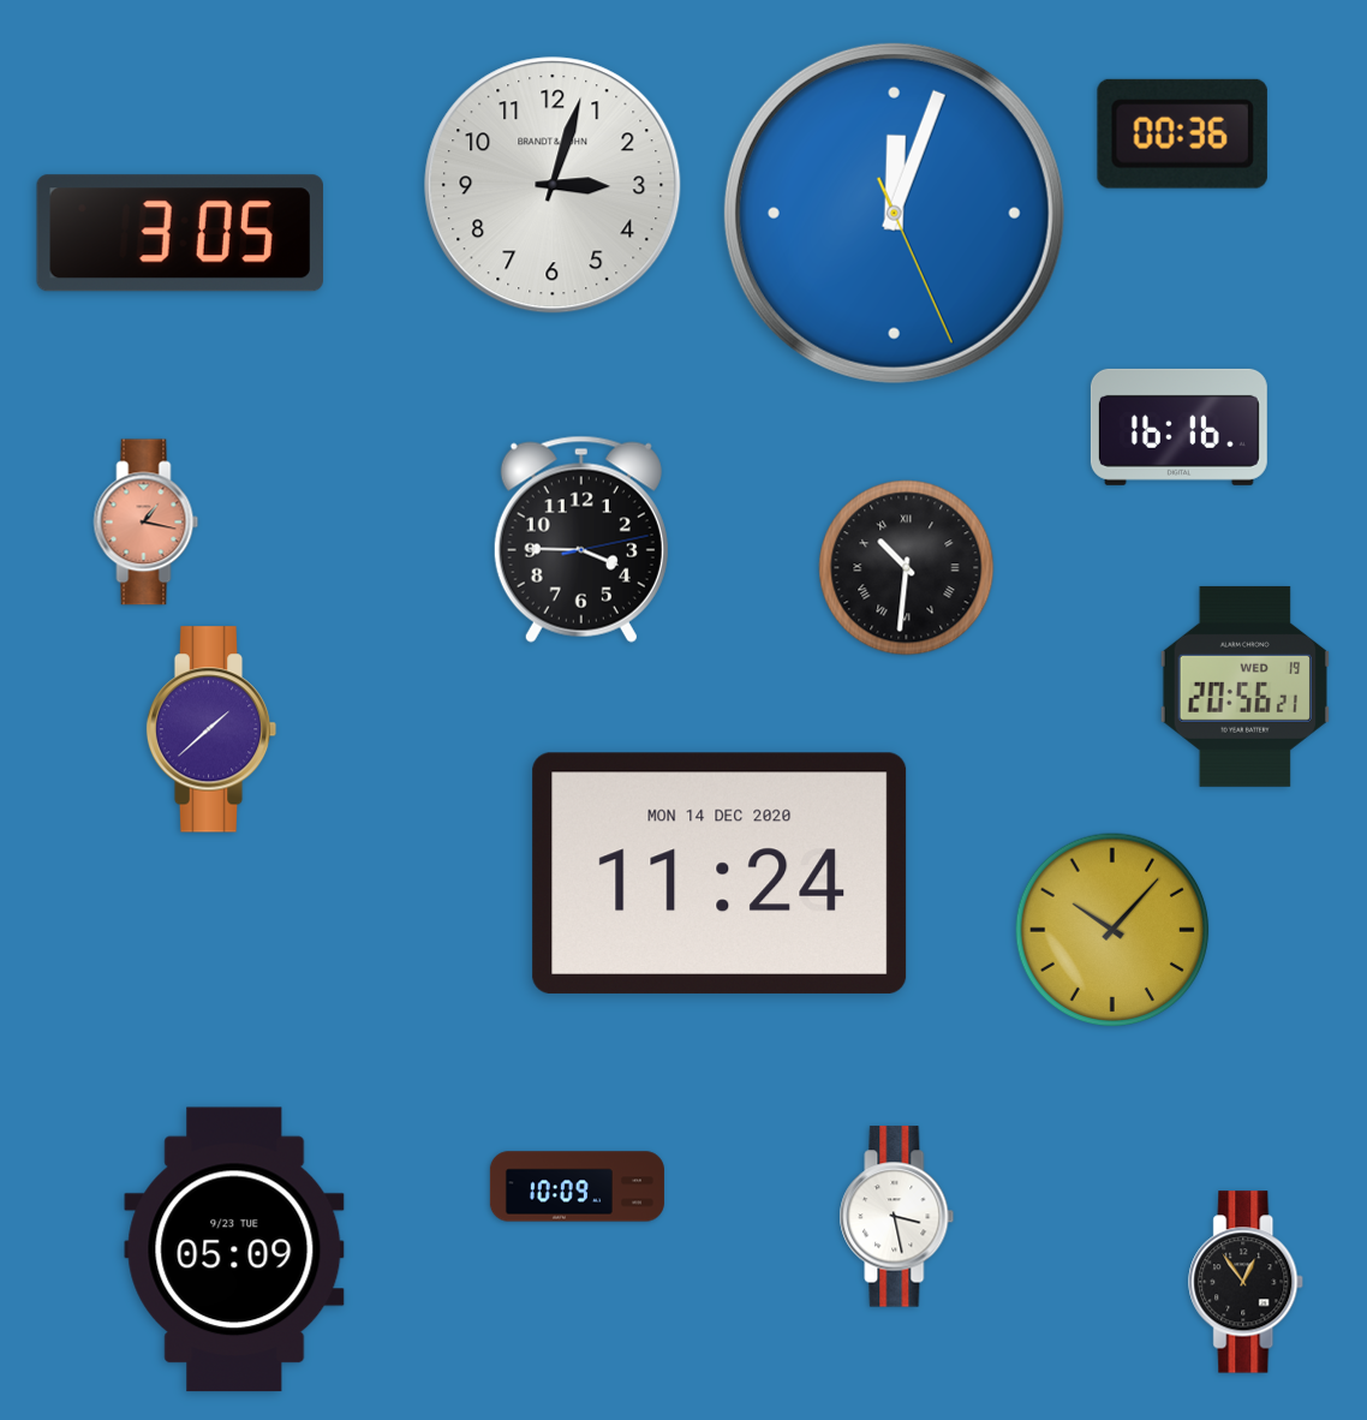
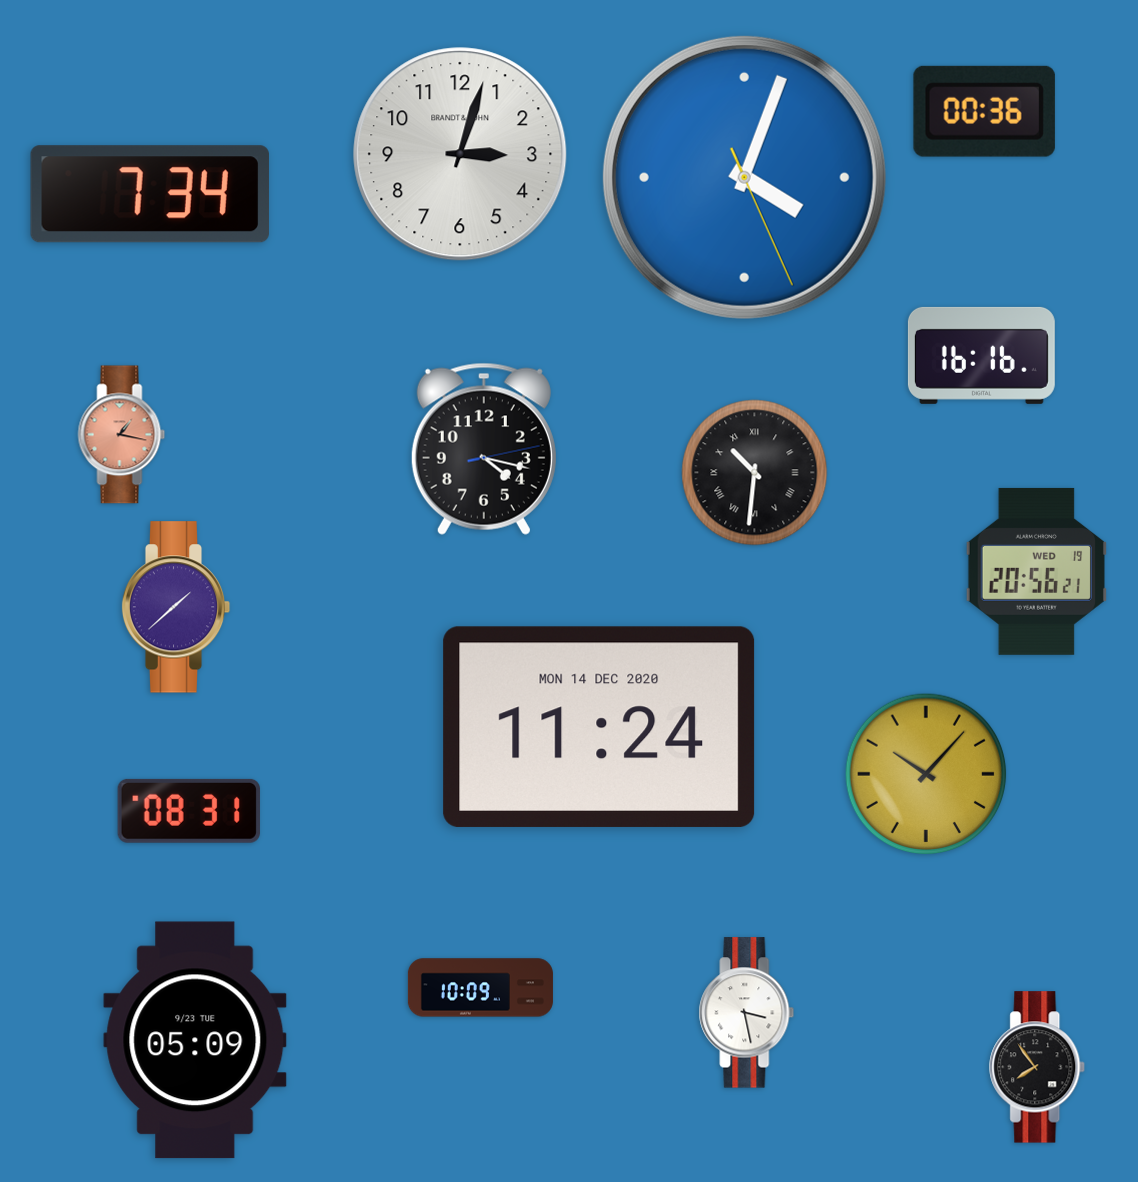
clock at (894, 213): 12:03 -> 4:03
clock at (180, 233): 3:05 -> 7:34
clock at (581, 539): 3:45 -> 4:17
clock at (189, 811): none -> 08:31
clock at (1247, 1282): 12:54 -> 7:54
